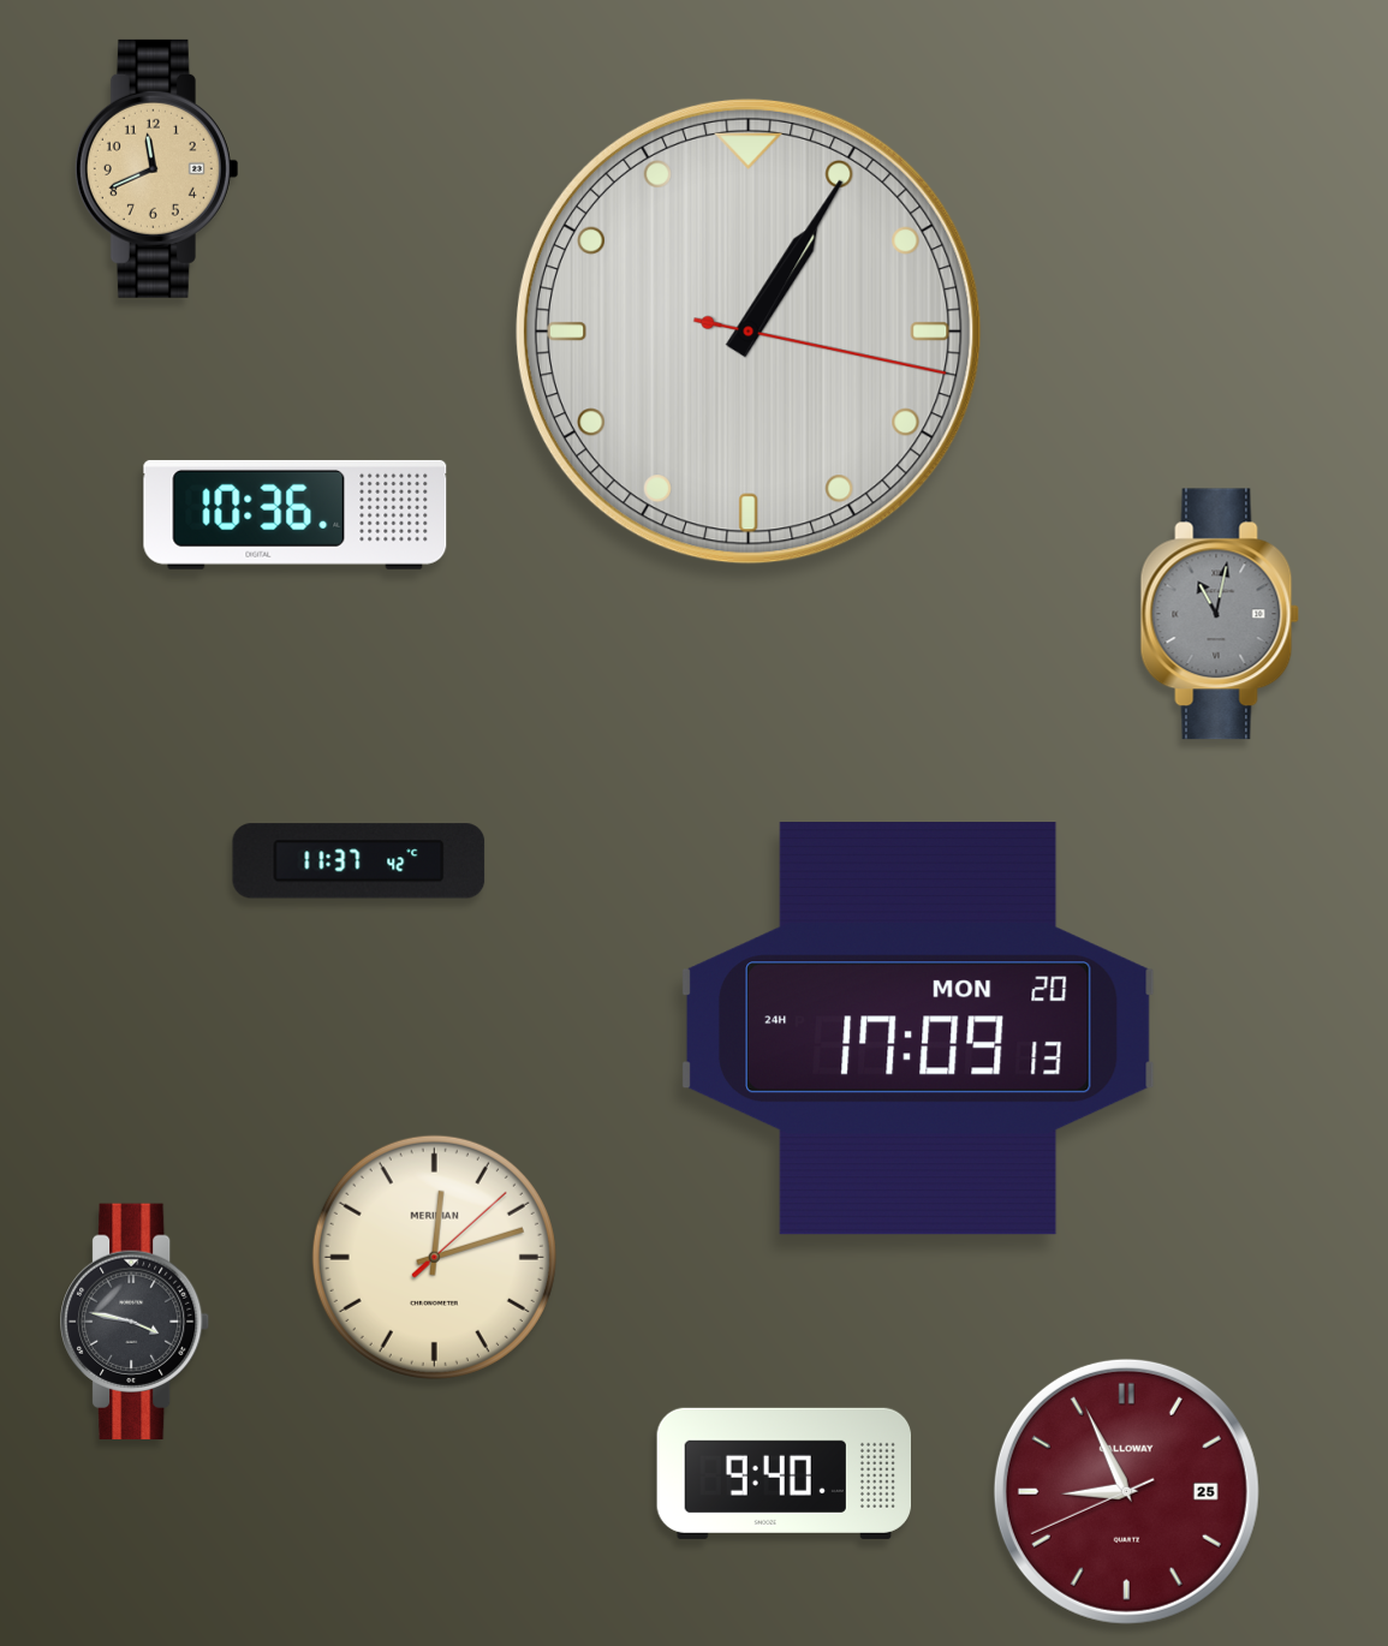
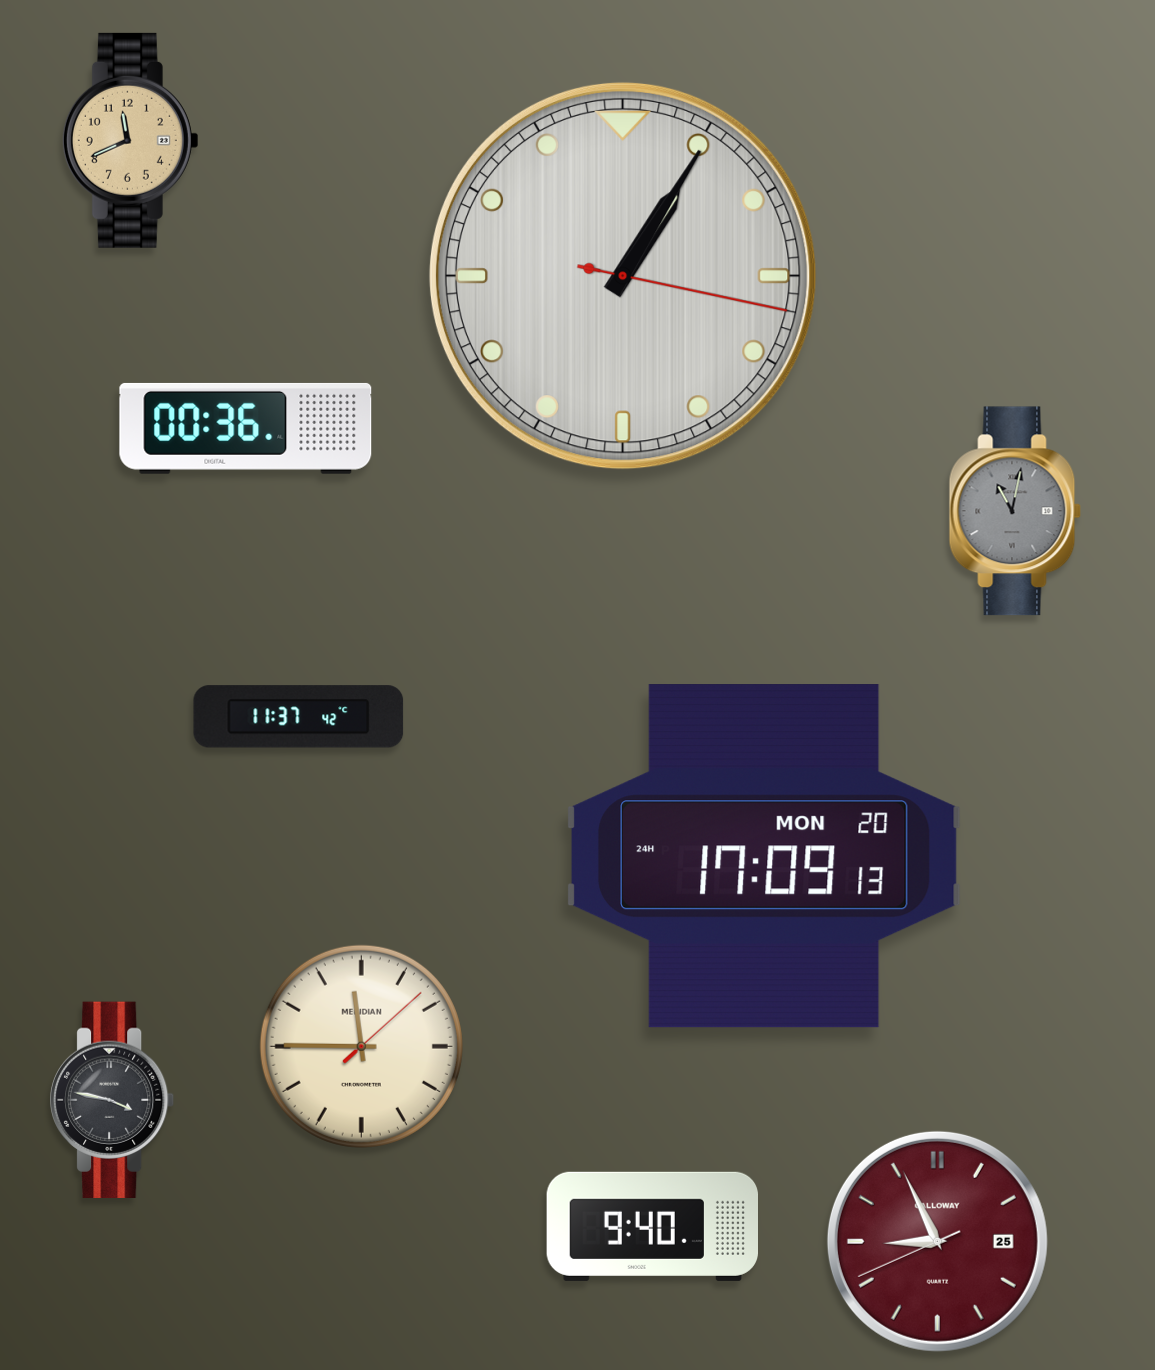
clock at (296, 514): 10:36 -> 00:36
clock at (434, 1257): 12:12 -> 11:45
